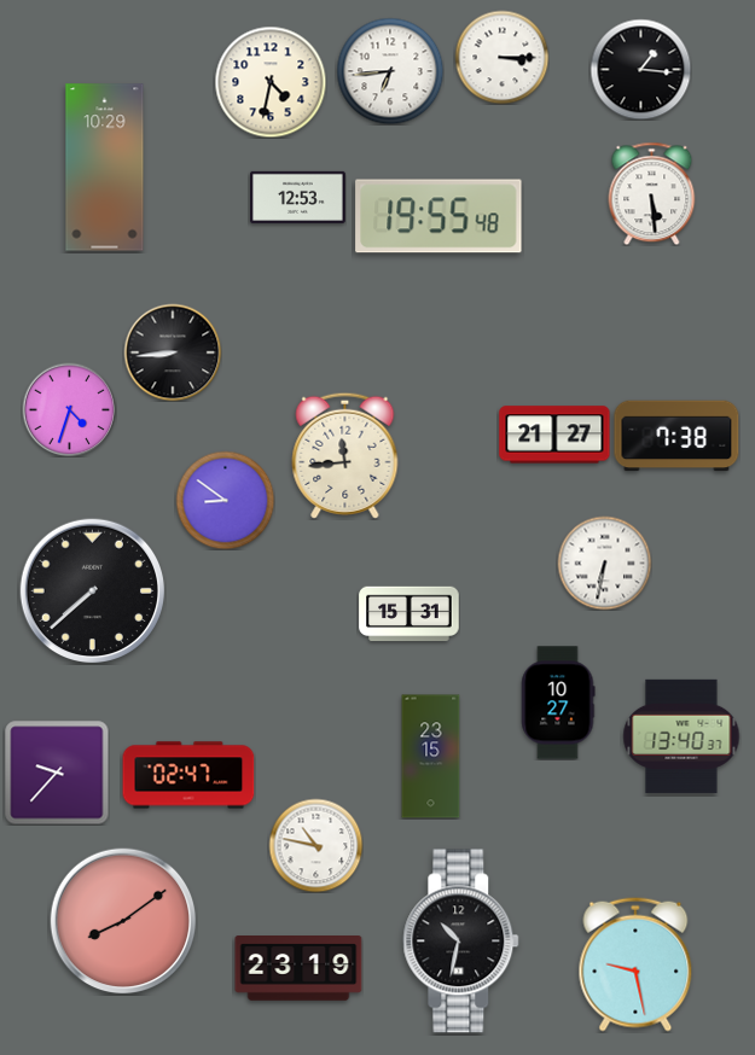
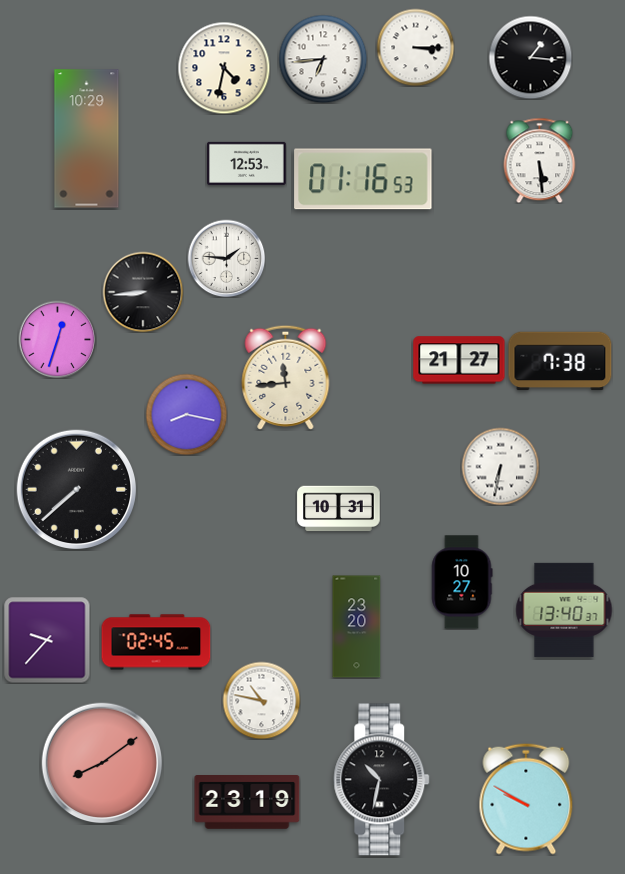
clock at (439, 216): 19:55 -> 01:16
clock at (226, 258): none -> 1:46
clock at (69, 409): 4:33 -> 12:33
clock at (225, 500): 8:51 -> 8:17
clock at (410, 614): 15:31 -> 10:31
clock at (431, 757): 23:15 -> 23:20
clock at (188, 775): 02:47 -> 02:45
clock at (635, 964): 9:28 -> 9:50
